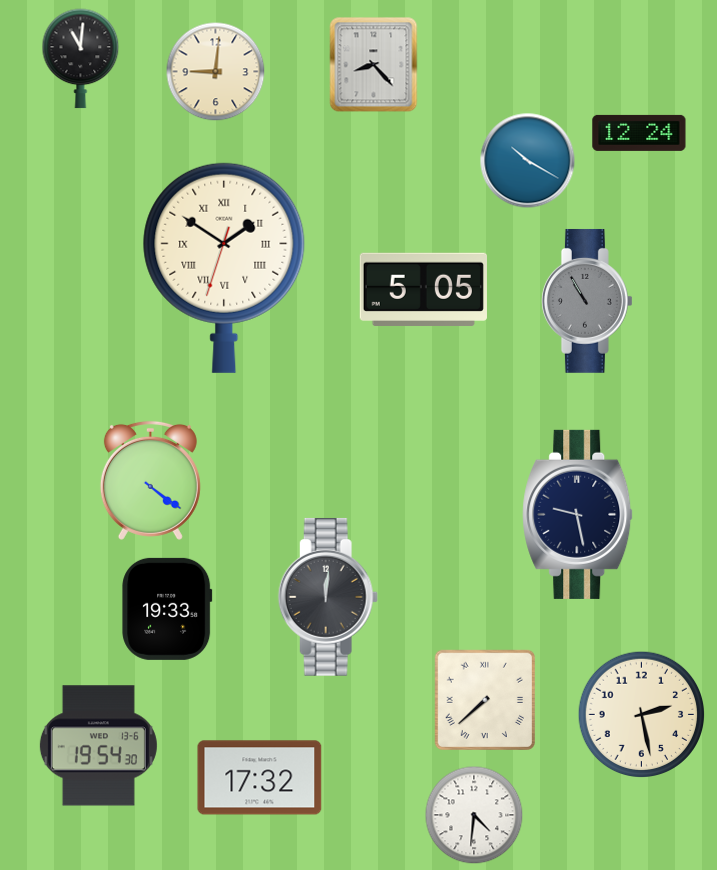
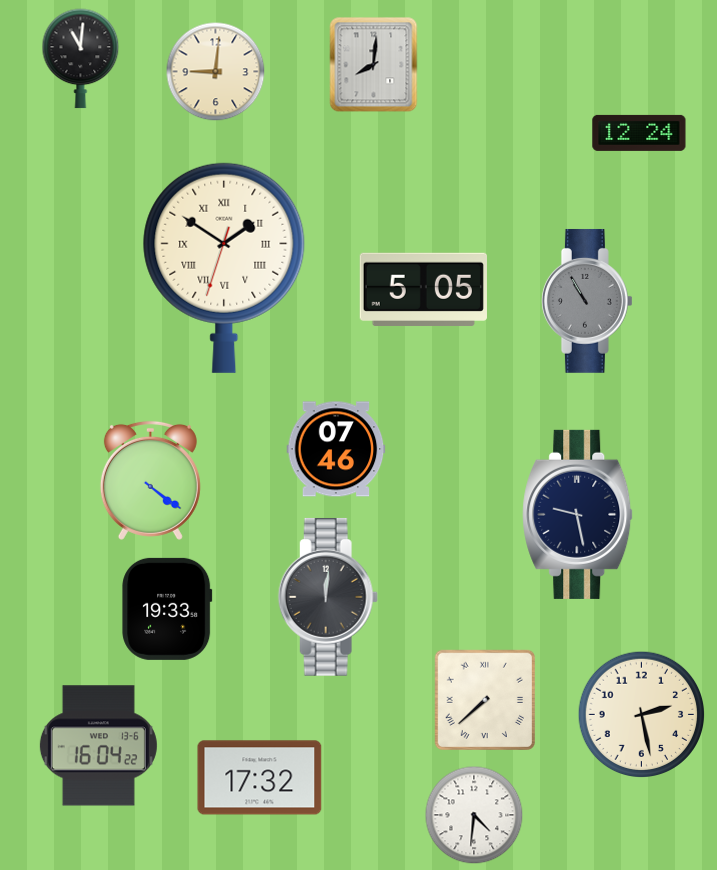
clock at (374, 65): 8:23 -> 8:01
clock at (528, 161): 10:20 -> none
clock at (336, 449): none -> 07:46
clock at (98, 746): 19:54 -> 16:04
